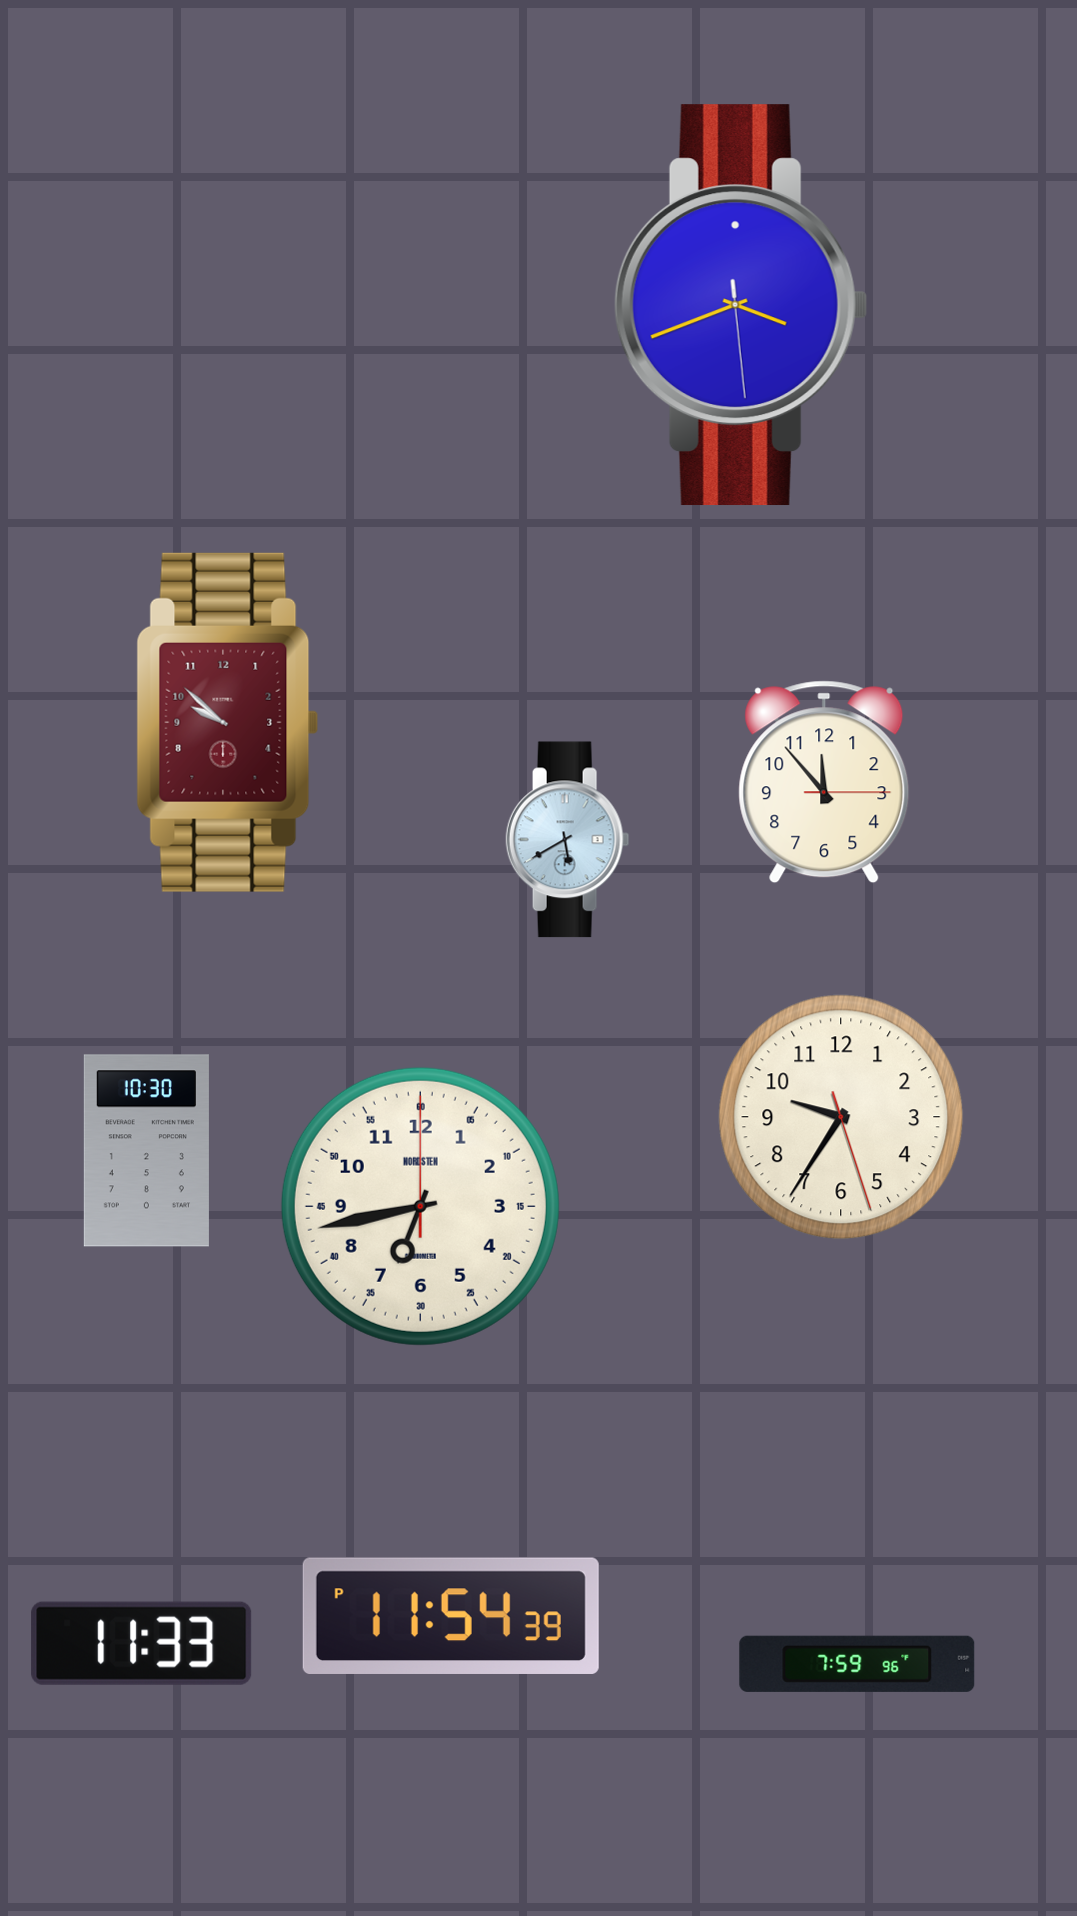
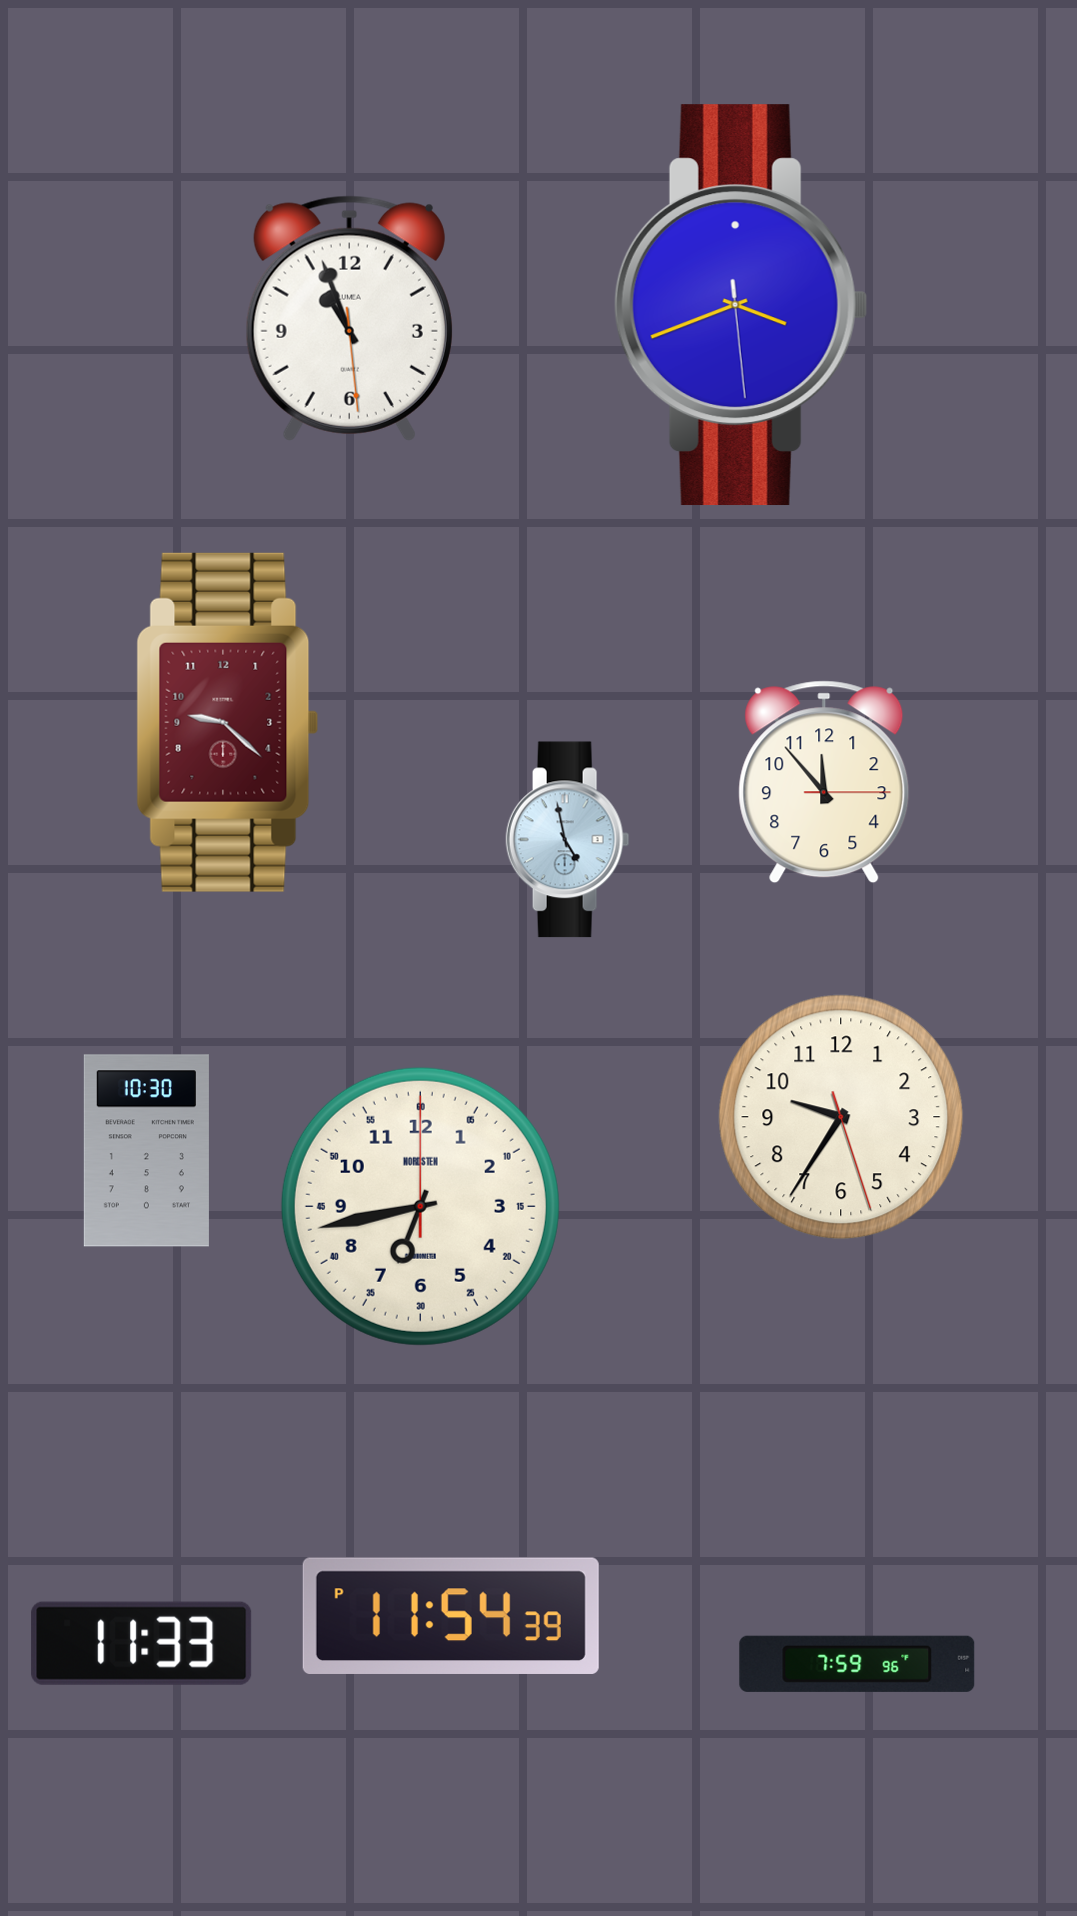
clock at (349, 318): none -> 10:56
clock at (228, 722): 9:52 -> 9:22
clock at (568, 840): 5:40 -> 4:58
